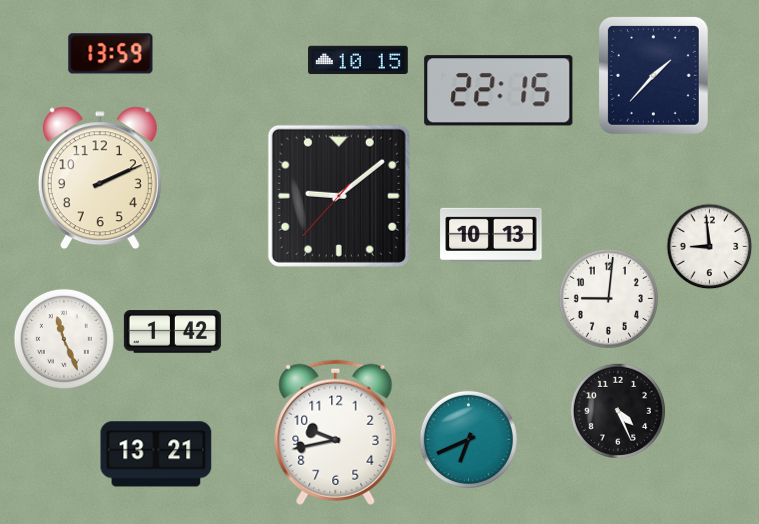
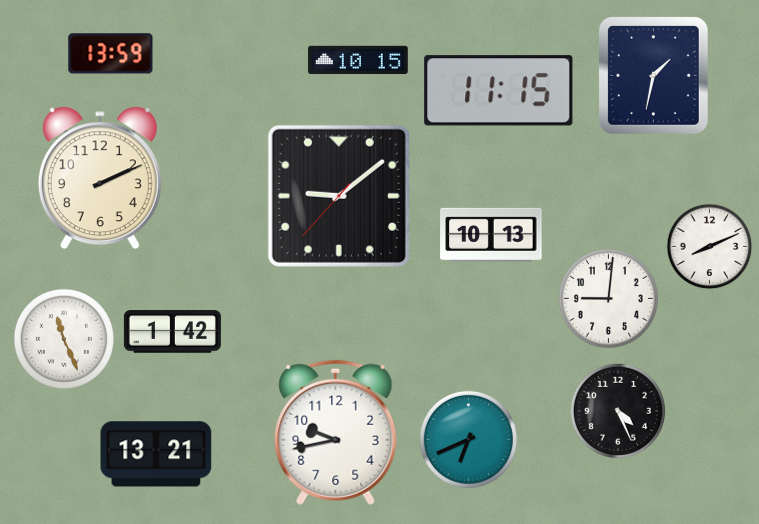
clock at (653, 75): 1:37 -> 1:32
clock at (499, 91): 22:15 -> 11:15
clock at (710, 247): 8:59 -> 8:11
